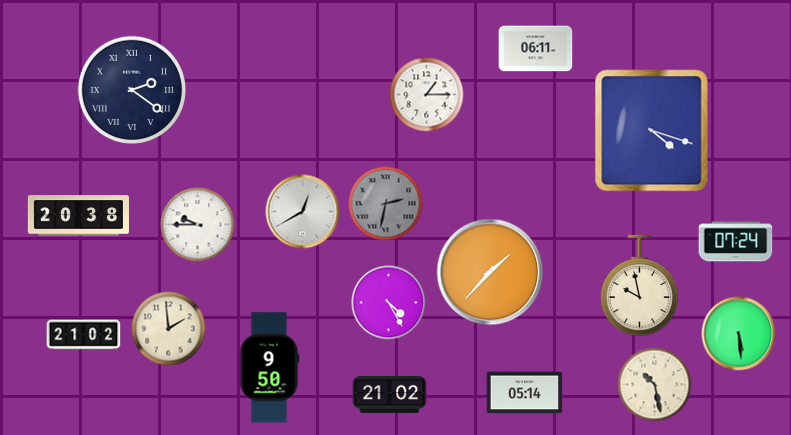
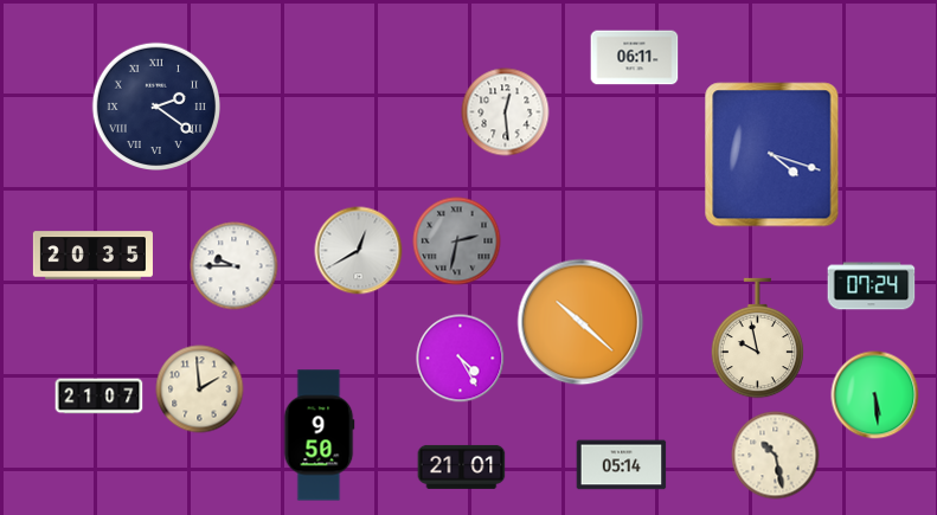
clock at (427, 95): 1:15 -> 12:29
clock at (78, 216): 20:38 -> 20:35
clock at (490, 272): 1:37 -> 10:22
clock at (84, 335): 21:02 -> 21:07
clock at (390, 394): 21:02 -> 21:01
